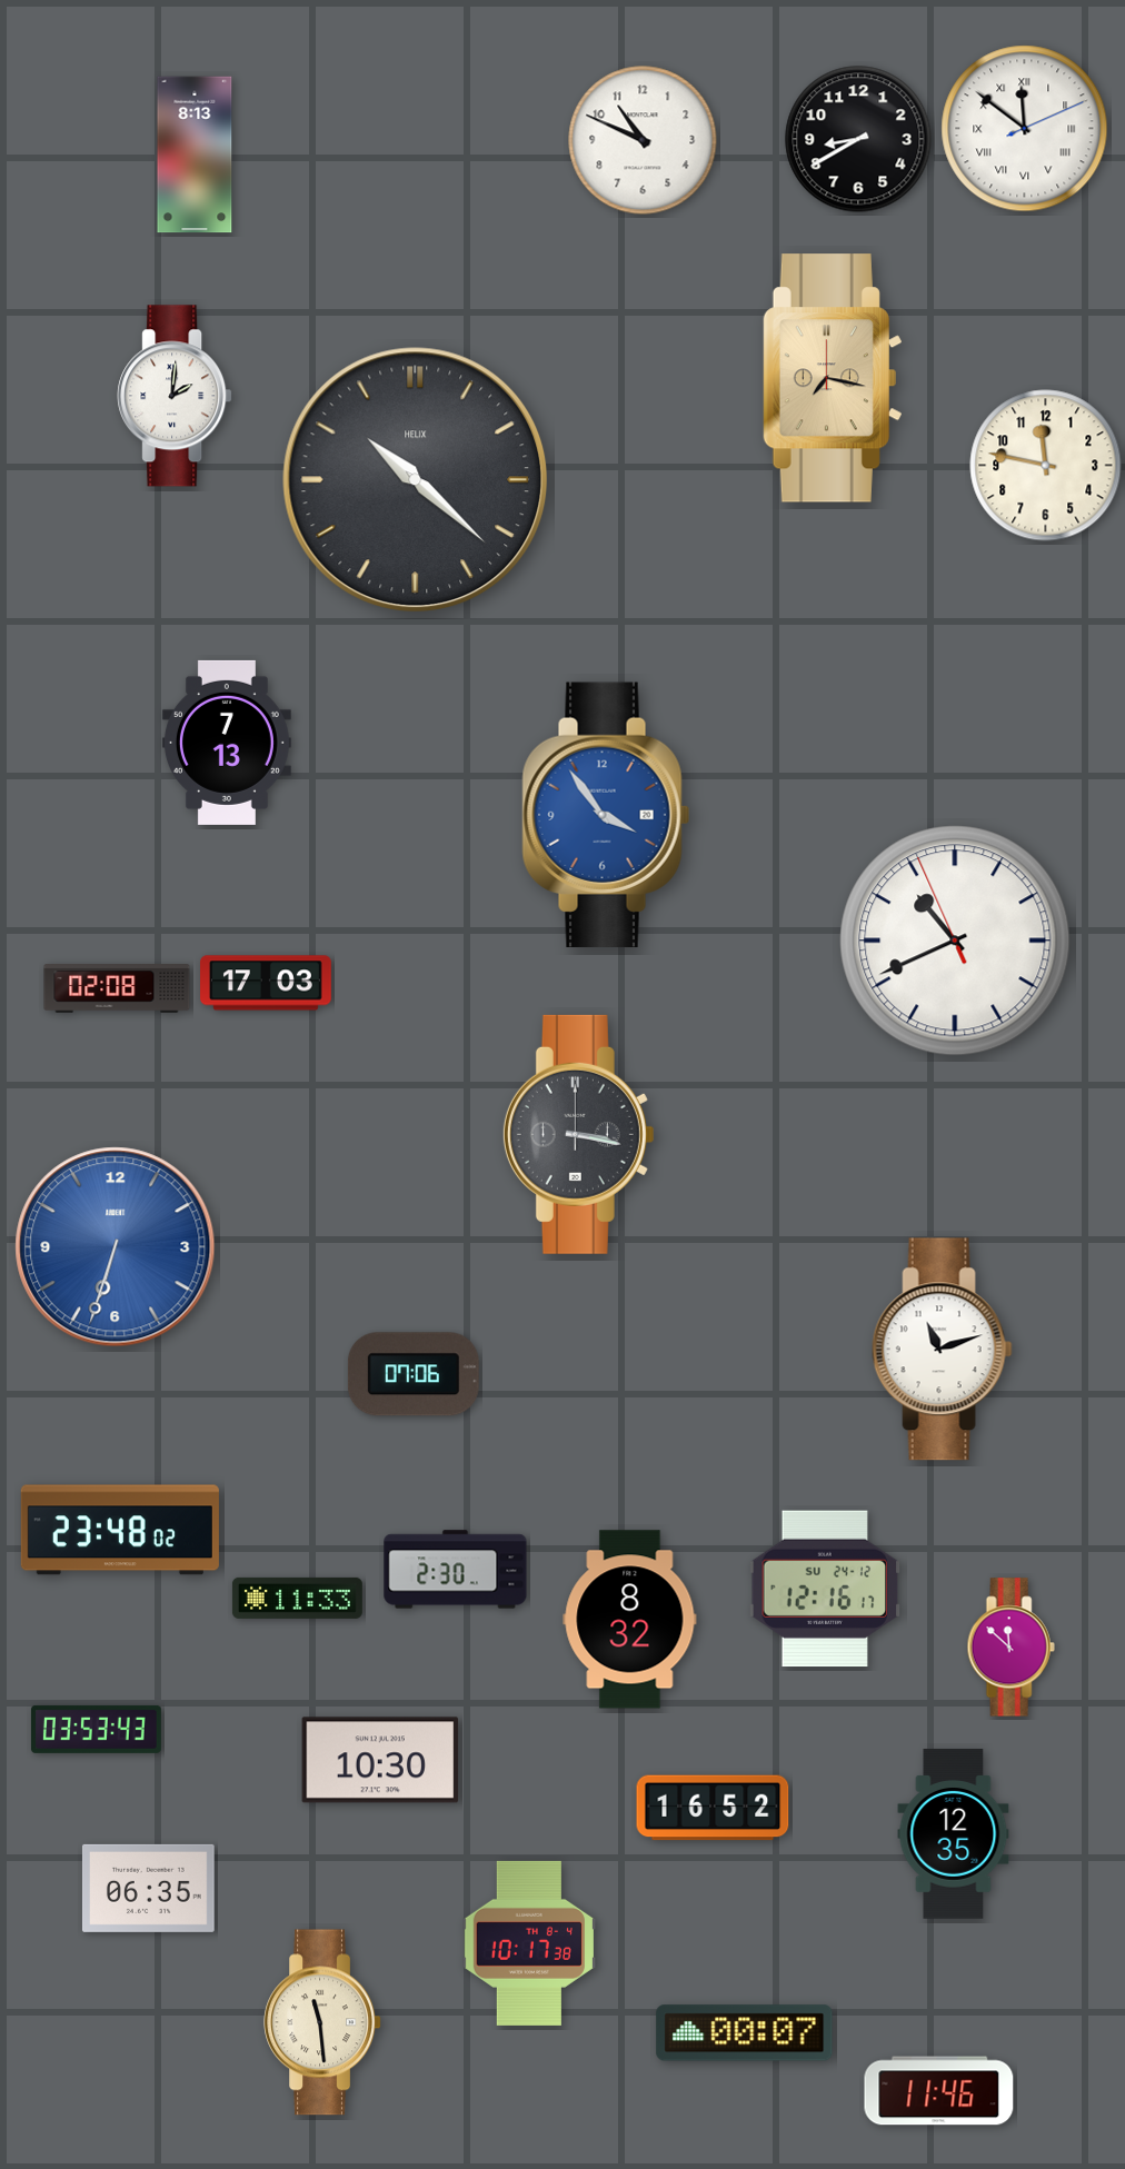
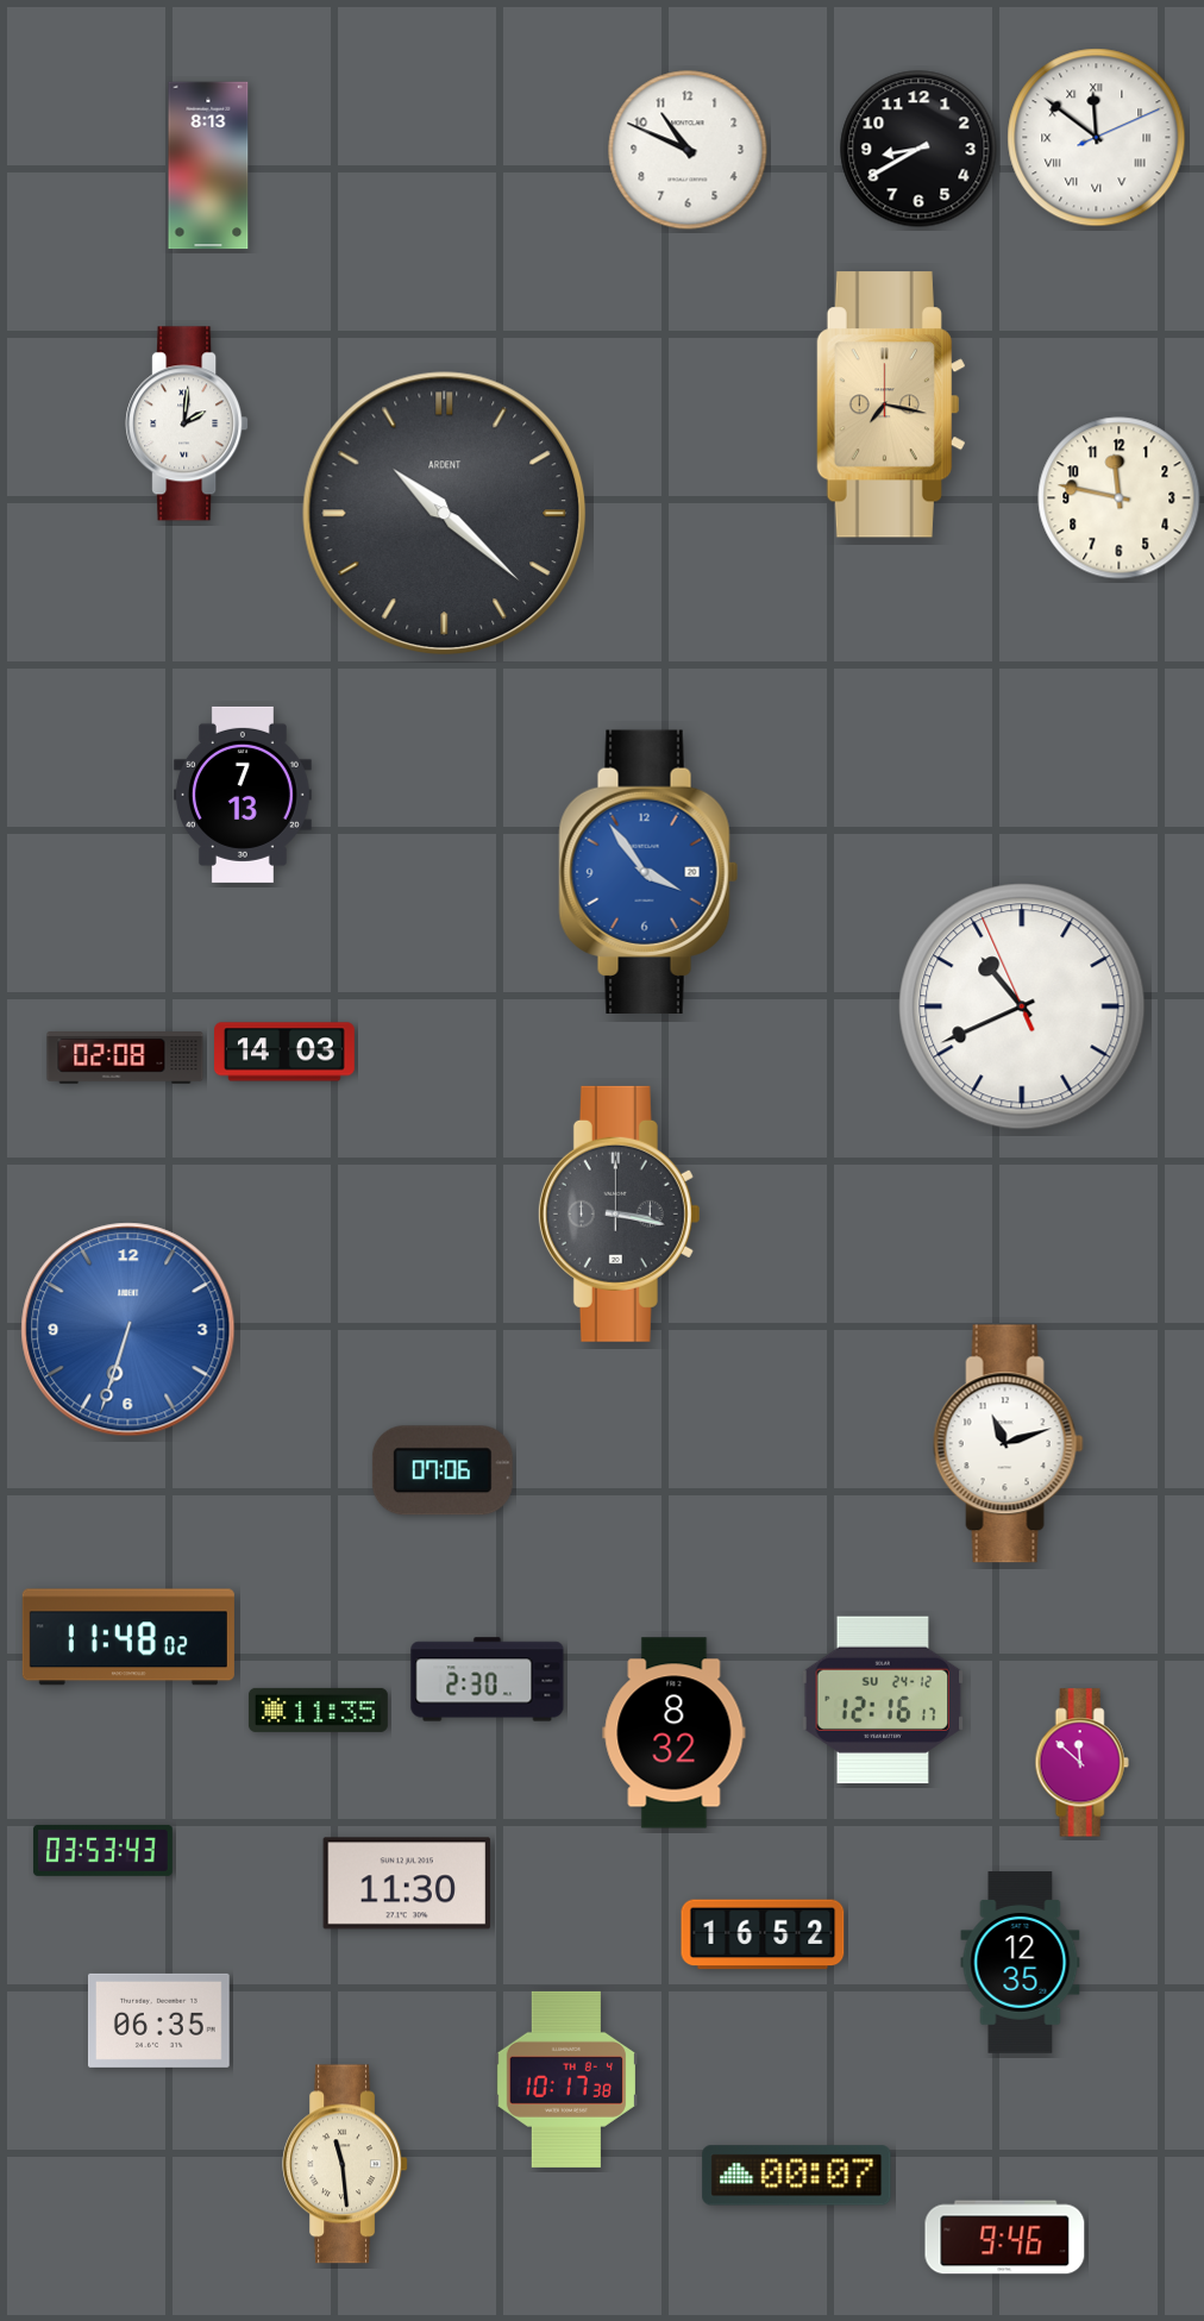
clock at (416, 480) brand: HELIX -> ARDENT
clock at (267, 983): 17:03 -> 14:03
clock at (116, 1247) position: (116, 1247) -> (128, 1330)
clock at (120, 1530): 23:48 -> 11:48
clock at (297, 1598): 11:33 -> 11:35
clock at (380, 1760): 10:30 -> 11:30
clock at (939, 2091): 11:46 -> 9:46
